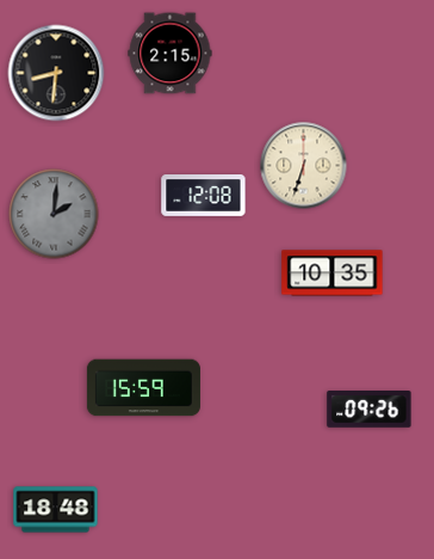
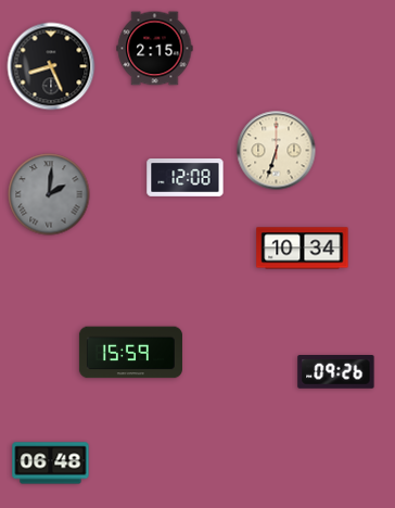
clock at (56, 73): 8:31 -> 8:26
clock at (333, 274): 10:35 -> 10:34
clock at (56, 510): 18:48 -> 06:48
